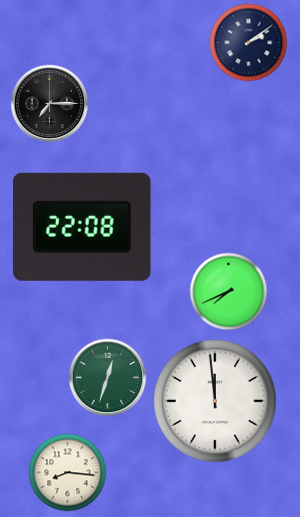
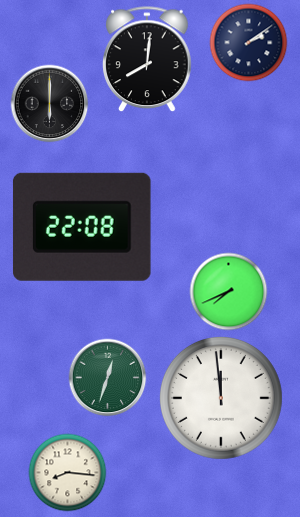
clock at (147, 59): none -> 8:01
clock at (49, 103): 7:15 -> 6:00
clock at (215, 401) position: (215, 401) -> (221, 398)
